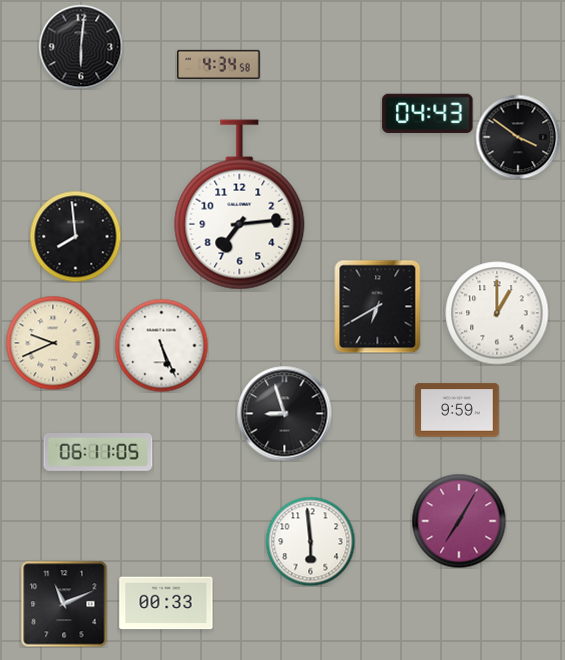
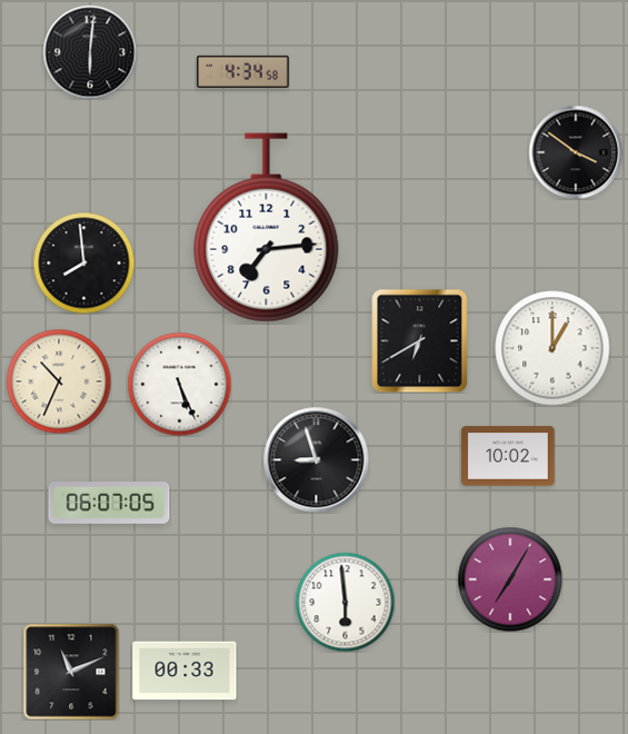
clock at (428, 113): 04:43 -> none
clock at (53, 343): 9:41 -> 10:34
clock at (457, 410): 9:59 -> 10:02
clock at (98, 453): 06:11 -> 06:07
